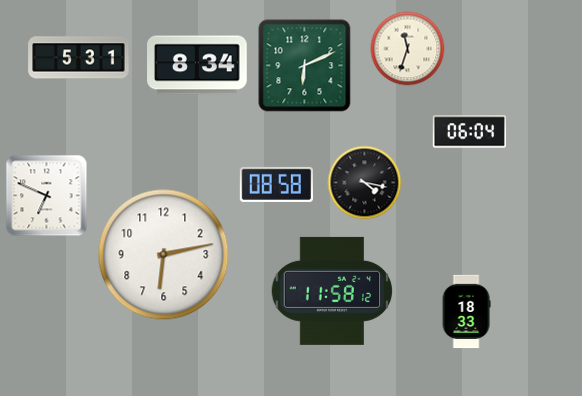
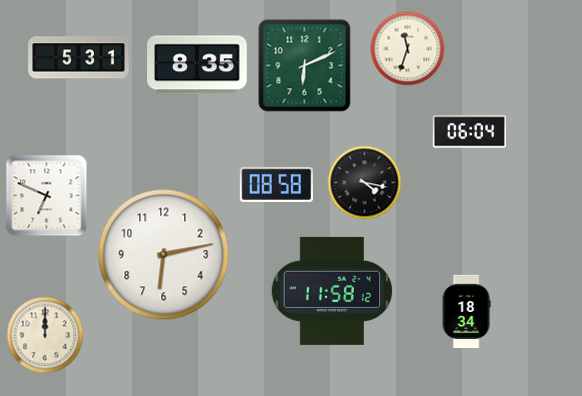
clock at (197, 65): 8:34 -> 8:35
clock at (466, 312): 18:33 -> 18:34
clock at (45, 335): none -> 12:00
